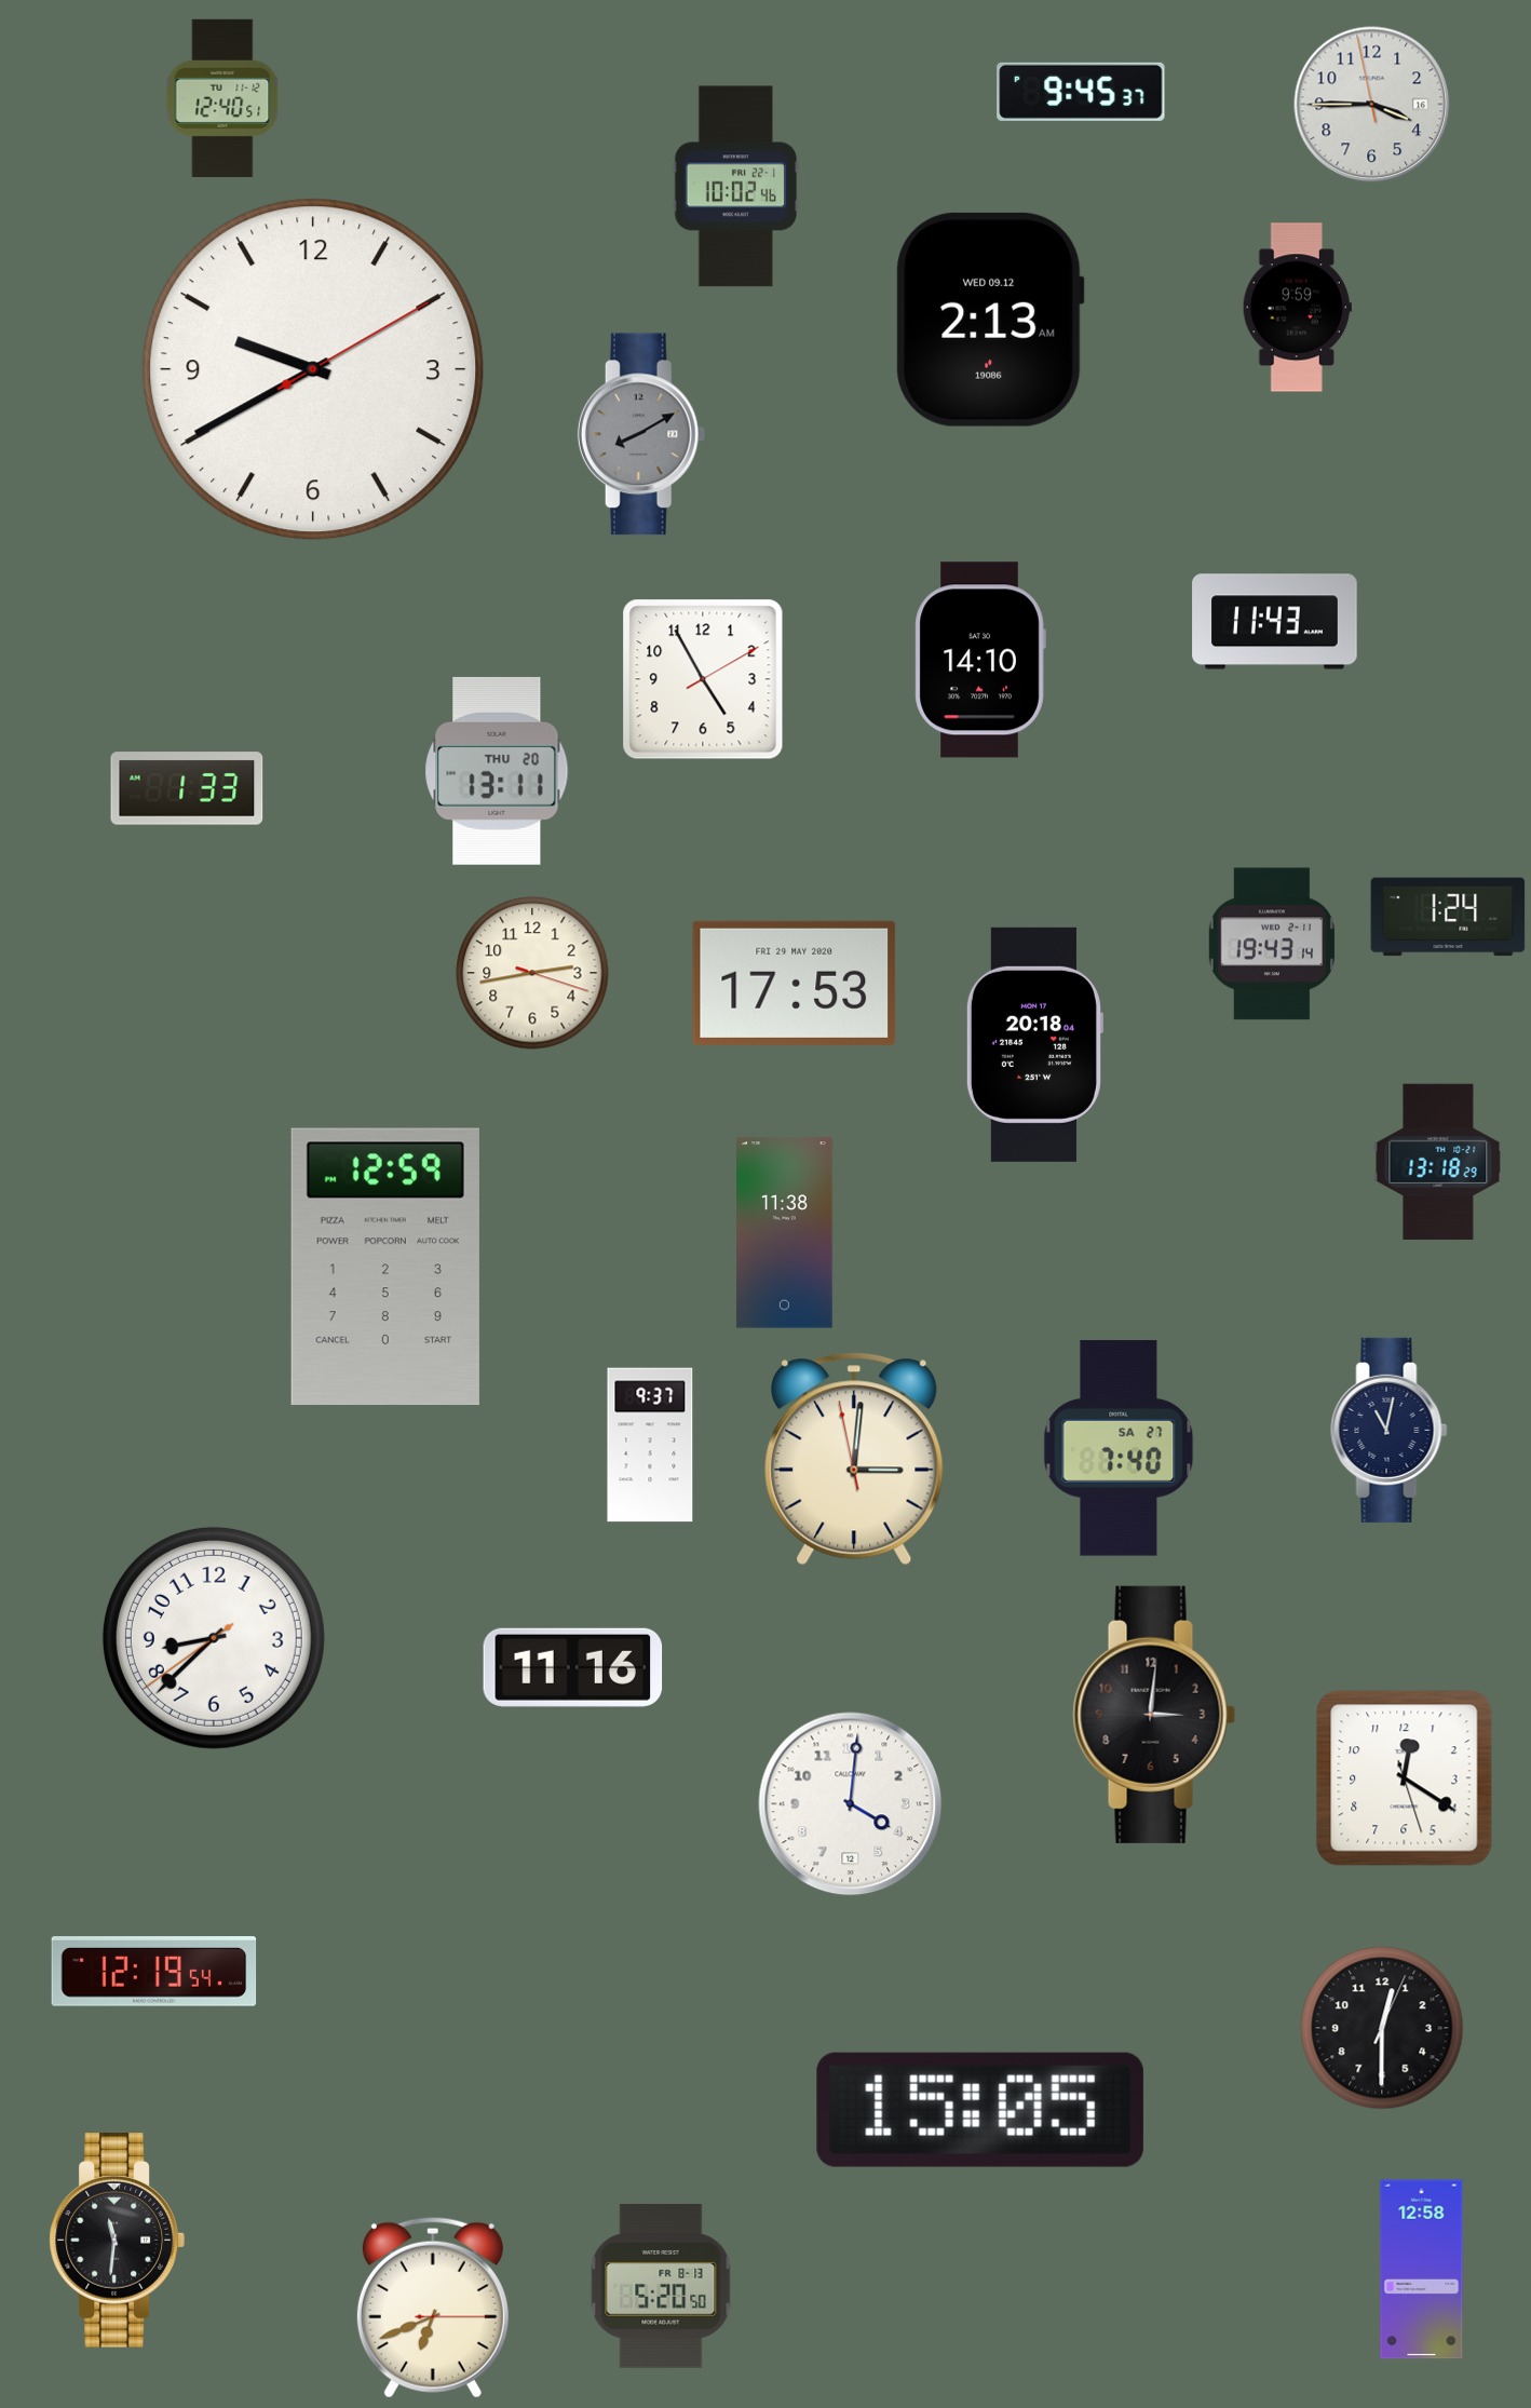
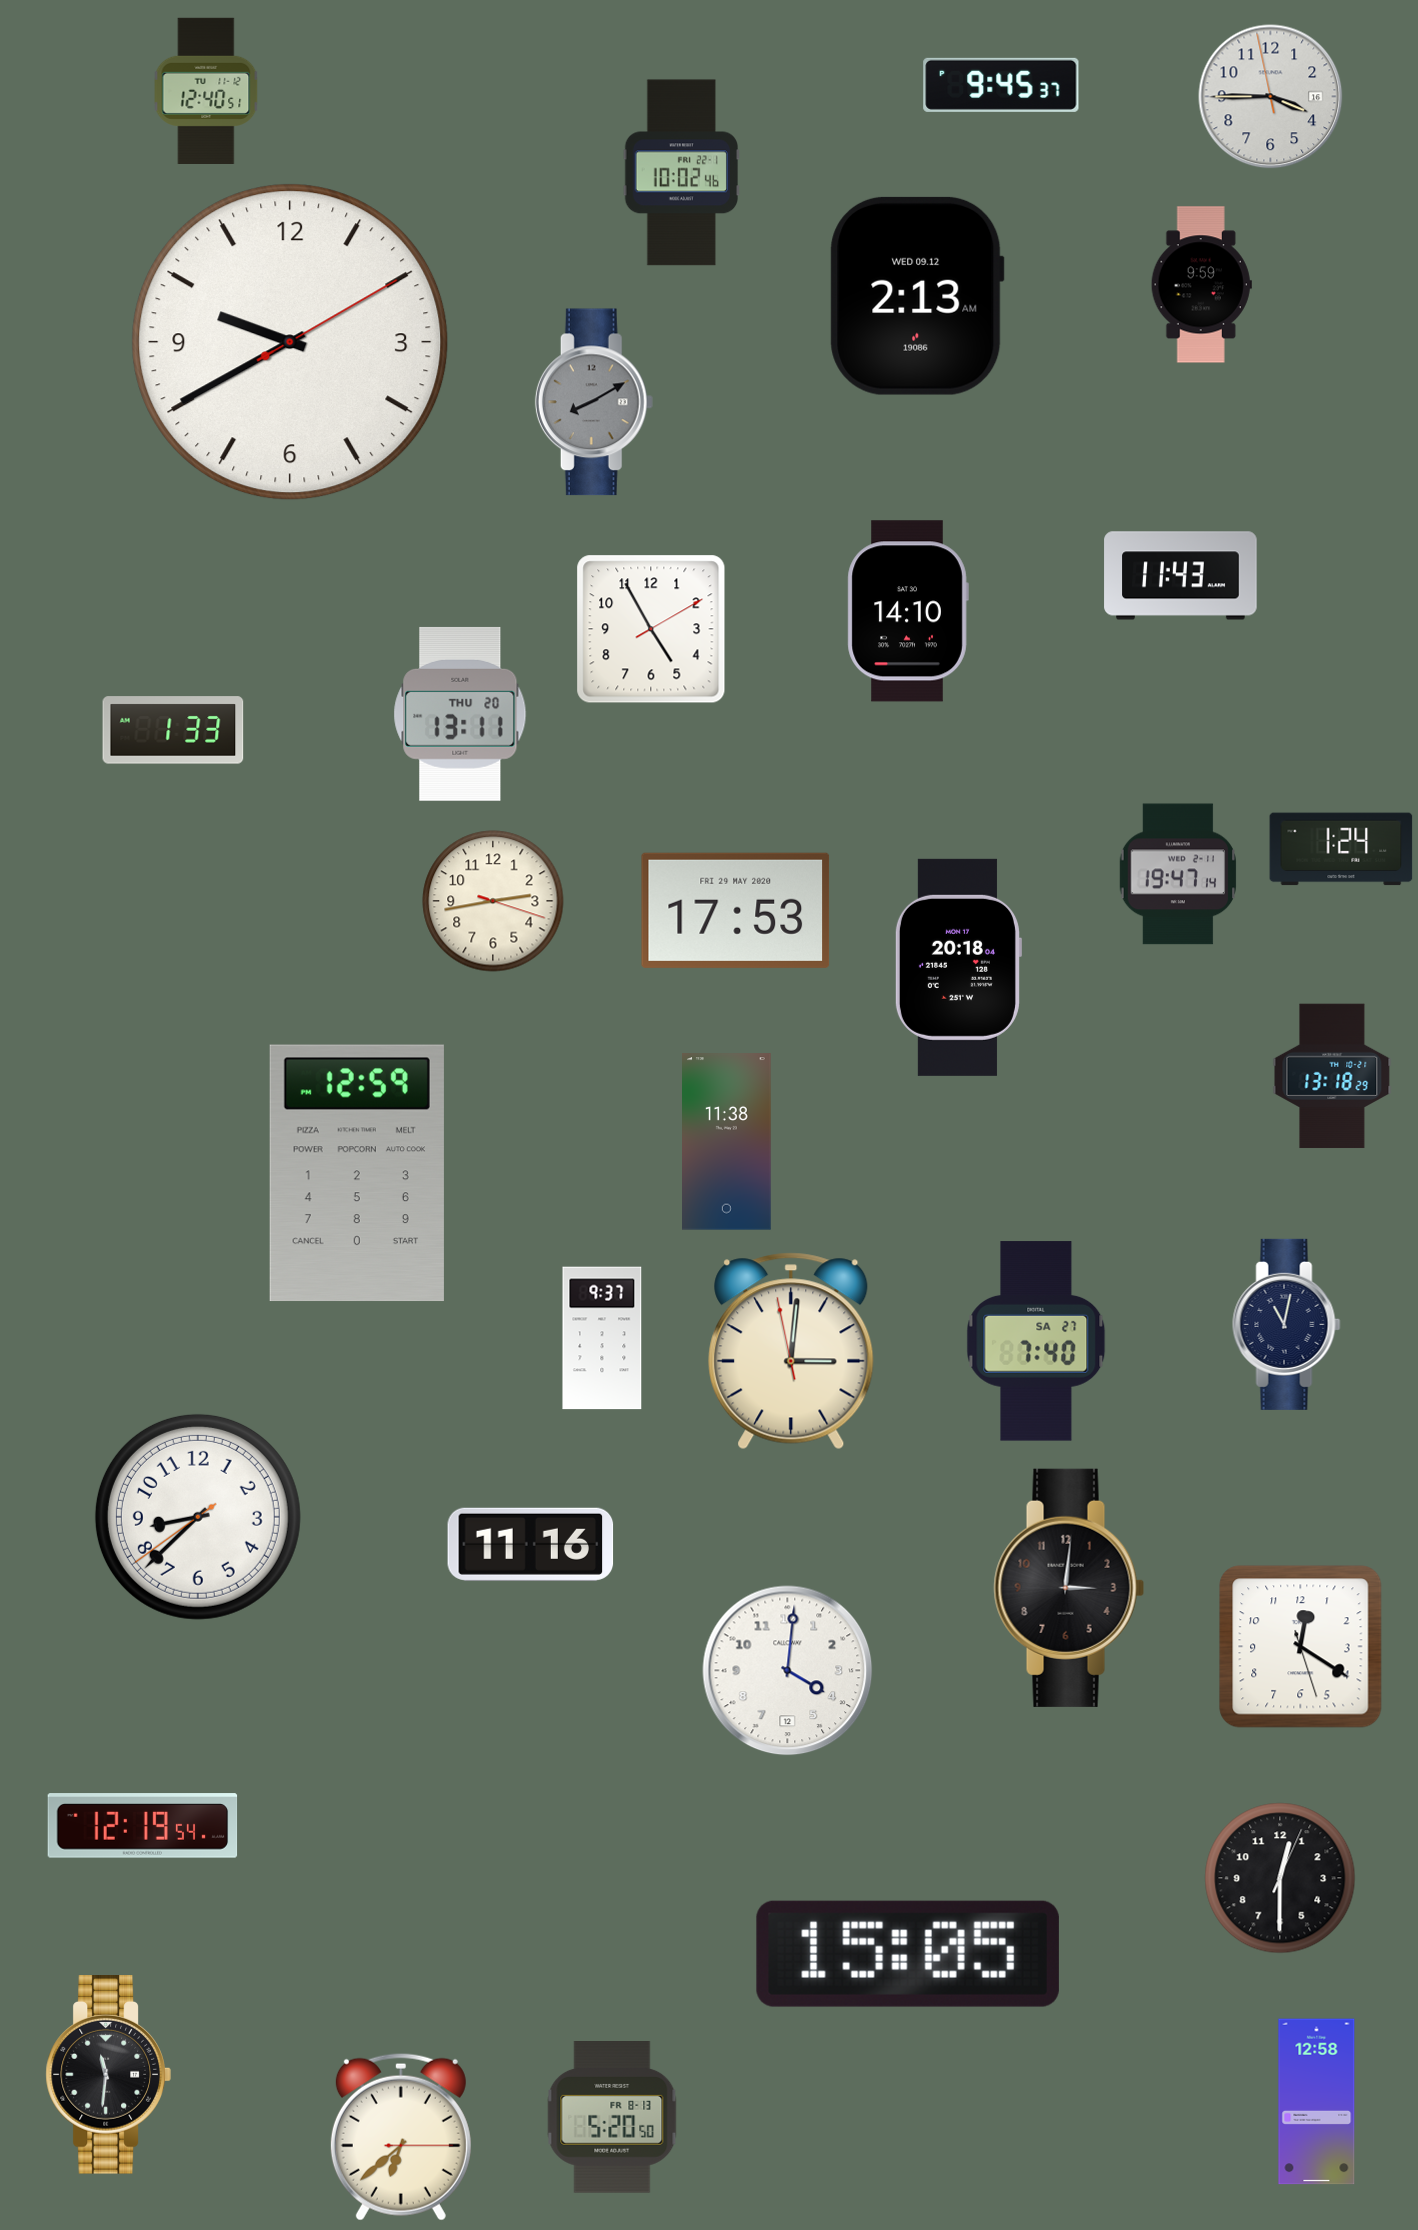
clock at (1272, 944): 19:43 -> 19:47
clock at (433, 2308): 6:41 -> 6:38
